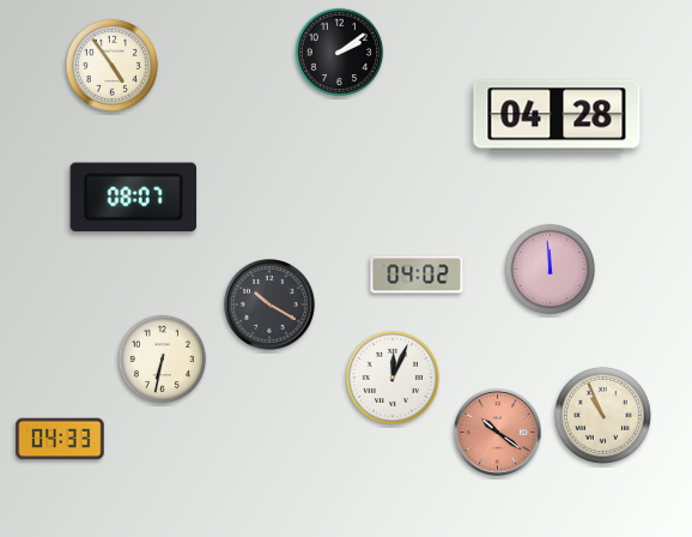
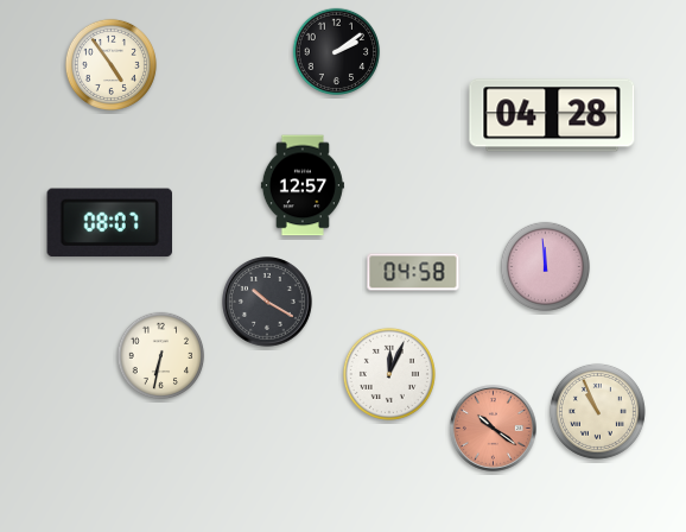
clock at (303, 185): none -> 12:57
clock at (133, 198) position: (133, 198) -> (109, 223)
clock at (417, 274): 04:02 -> 04:58
clock at (60, 439): 04:33 -> none
